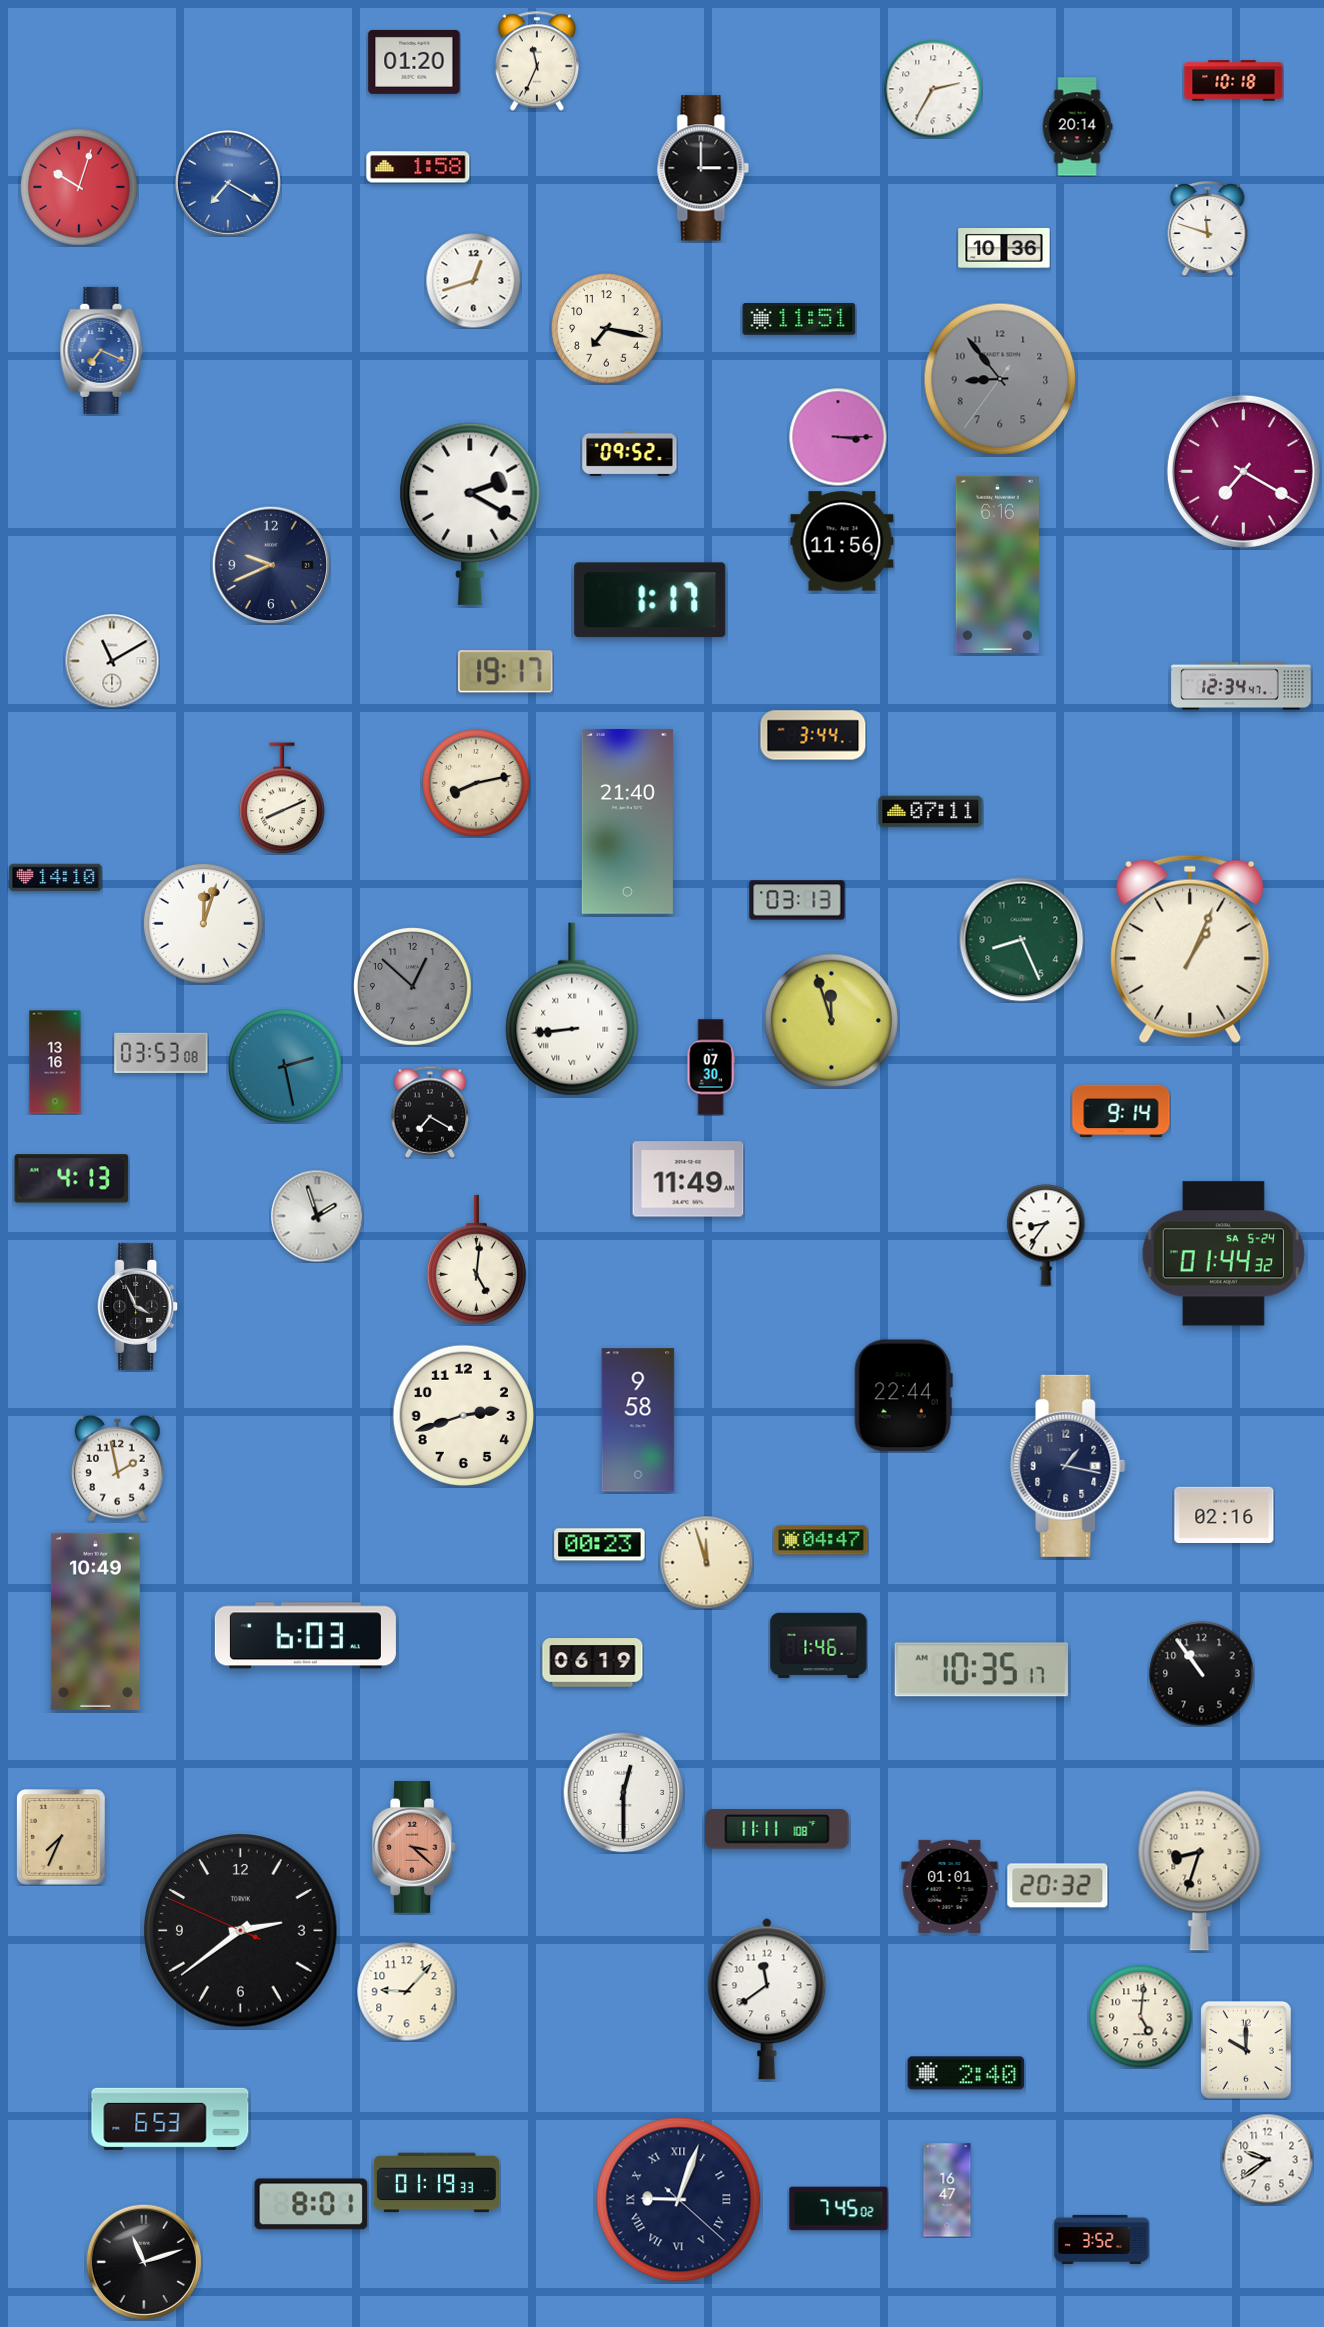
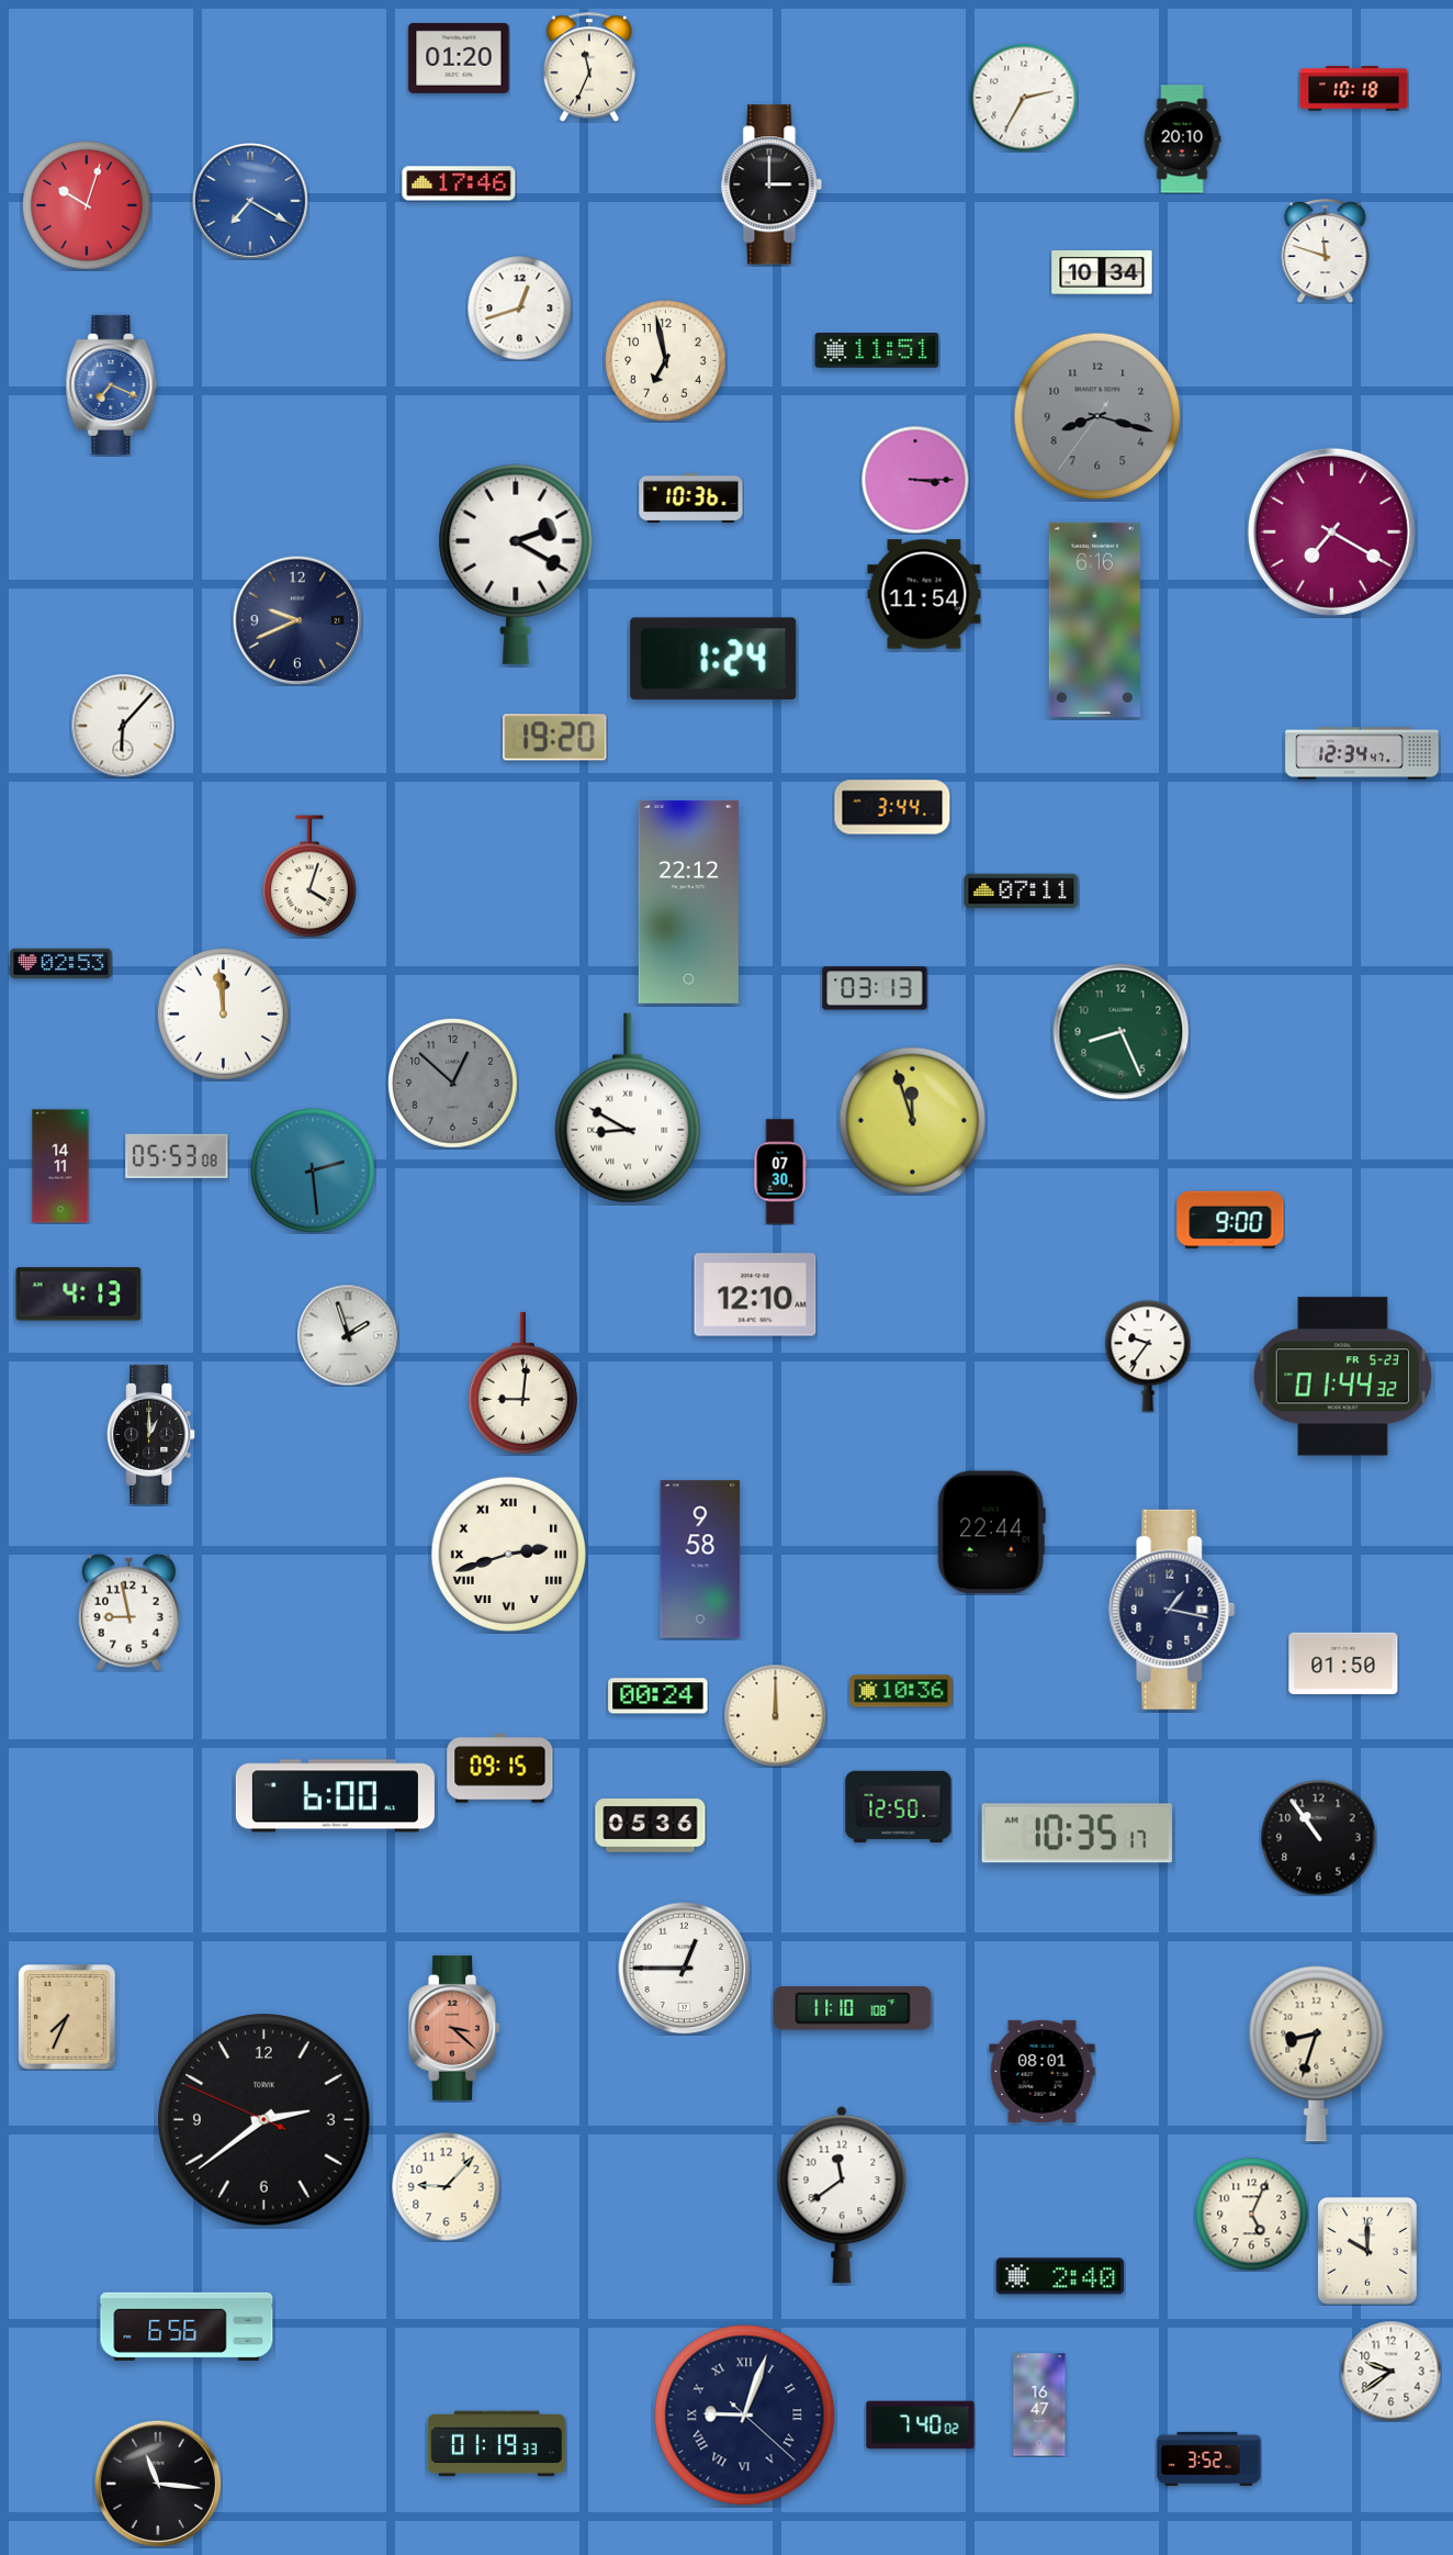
clock at (414, 62) position: (414, 62) -> (459, 58)
clock at (1077, 127): 20:14 -> 20:10
clock at (418, 167): 1:58 -> 17:46
clock at (1004, 249): 10:36 -> 10:34
clock at (607, 329): 7:17 -> 6:58
clock at (1000, 379): 8:53 -> 8:17
clock at (838, 437) position: (838, 437) -> (915, 480)
clock at (630, 453): 09:52 -> 10:36
clock at (1243, 471) position: (1243, 471) -> (1331, 531)
clock at (842, 541): 11:56 -> 11:54
clock at (650, 600): 1:17 -> 1:24
clock at (112, 661): 11:10 -> 6:07
clock at (506, 672): 19:17 -> 19:20
clock at (476, 783): 8:13 -> none
clock at (282, 798): 8:11 -> 4:03
clock at (627, 821): 21:40 -> 22:12
clock at (56, 878): 14:10 -> 02:53
clock at (203, 923): 12:03 -> 11:59
clock at (1190, 949): 1:04 -> none
clock at (572, 1009): 8:44 -> 8:50
clock at (161, 1053): 03:53 -> 05:53
clock at (55, 1062): 13:16 -> 14:11
clock at (285, 1066): 2:28 -> 2:29
clock at (1121, 1111): 9:14 -> 9:00
clock at (430, 1112): 7:20 -> none
clock at (688, 1179): 11:49 -> 12:10
clock at (1046, 1235): 8:36 -> 9:36
clock at (1223, 1254) date: SA 5-24 -> FR 5-23
clock at (476, 1259): 5:01 -> 9:01
clock at (138, 1306): 3:56 -> 1:00
clock at (463, 1415) numerals: Arabic -> Roman
clock at (117, 1468): 1:58 -> 8:58
clock at (1224, 1515): 02:16 -> 01:50
clock at (821, 1540): 04:47 -> 10:36
clock at (600, 1545): 00:23 -> 00:24
clock at (706, 1562): 11:57 -> 12:00
clock at (500, 1769): none -> 09:15
clock at (95, 1621): 10:49 -> none
clock at (305, 1636): 6:03 -> 6:00
clock at (819, 1645): 1:46 -> 12:50
clock at (593, 1663): 06:19 -> 05:36
clock at (624, 1793): 12:30 -> 12:45
clock at (777, 1829): 11:11 -> 11:10
clock at (950, 1886): 01:01 -> 08:01
clock at (1058, 1886): 20:32 -> none
clock at (1141, 2017): 5:01 -> 5:04
clock at (170, 2119): 6:53 -> 6:56
clock at (436, 2183) position: (436, 2183) -> (496, 2444)
clock at (311, 2204): 8:01 -> none
clock at (839, 2209): 7:45 -> 7:40
clock at (143, 2261): 11:12 -> 11:16
